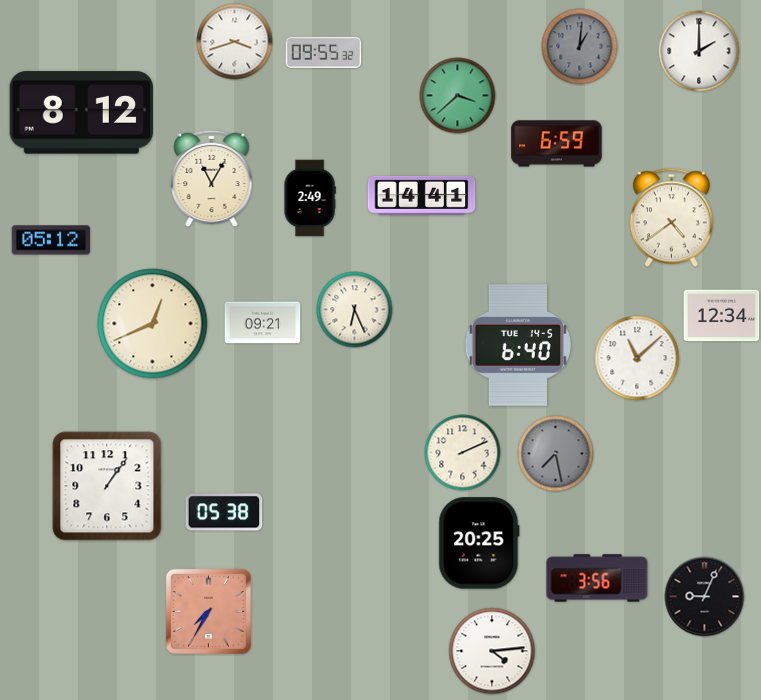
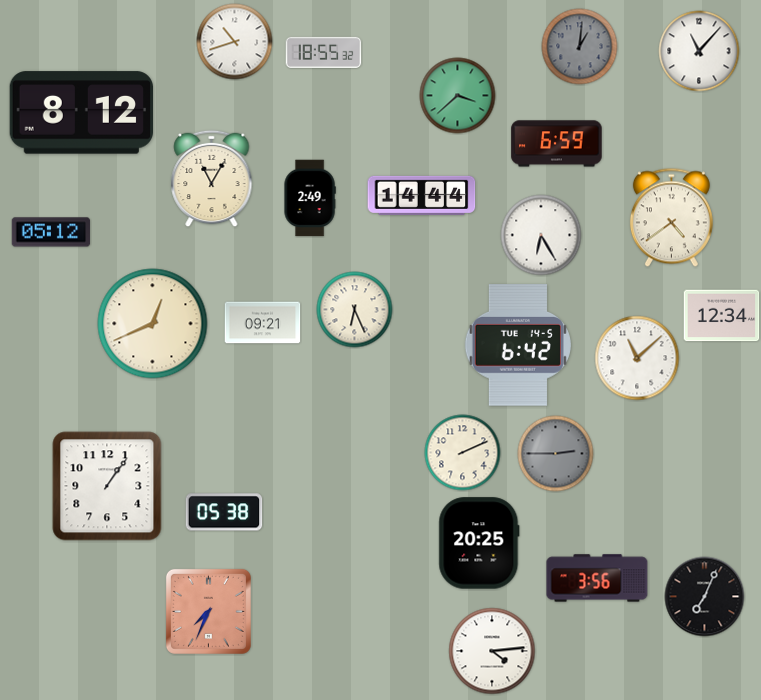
clock at (235, 42): 3:42 -> 10:42
clock at (699, 51): 2:00 -> 11:07
clock at (324, 52): 09:55 -> 18:55
clock at (422, 195): 14:41 -> 14:44
clock at (541, 235): none -> 6:25
clock at (51, 240) position: (51, 240) -> (51, 232)
clock at (518, 345): 6:40 -> 6:42
clock at (556, 454): 7:28 -> 2:45
clock at (705, 597): 9:04 -> 7:04
clock at (208, 611): 7:35 -> 7:34
